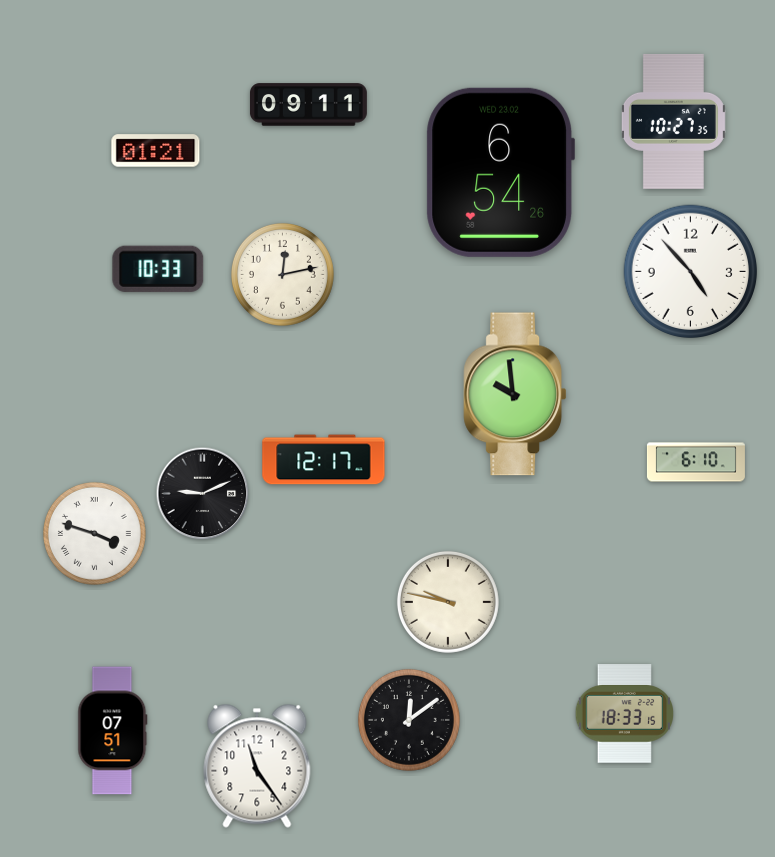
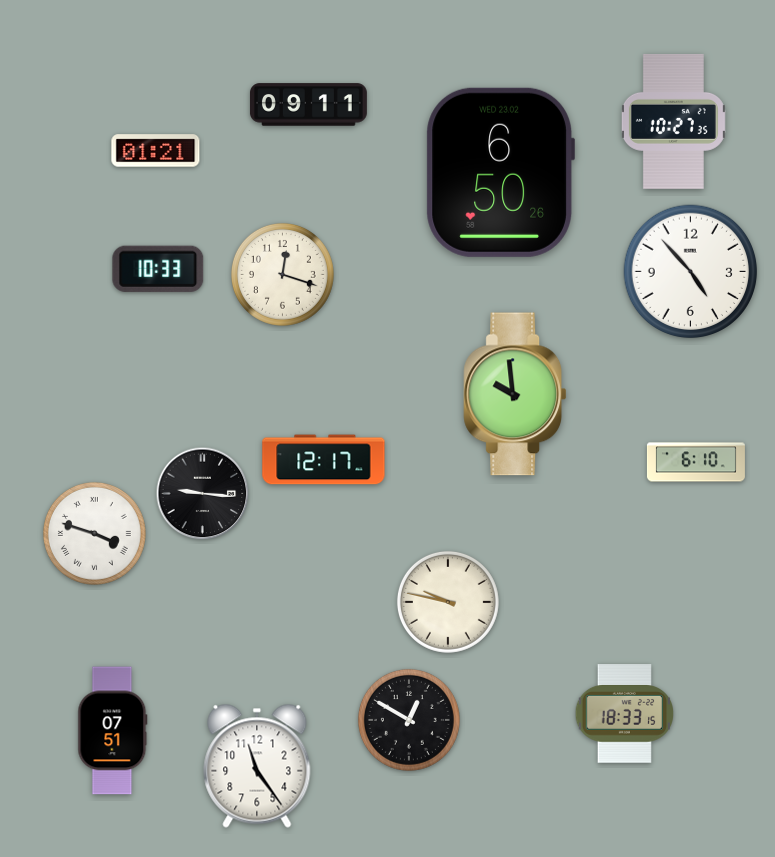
clock at (500, 172): 6:54 -> 6:50
clock at (282, 274): 12:13 -> 12:18
clock at (203, 494): 9:11 -> 9:16
clock at (409, 720): 12:09 -> 12:50
